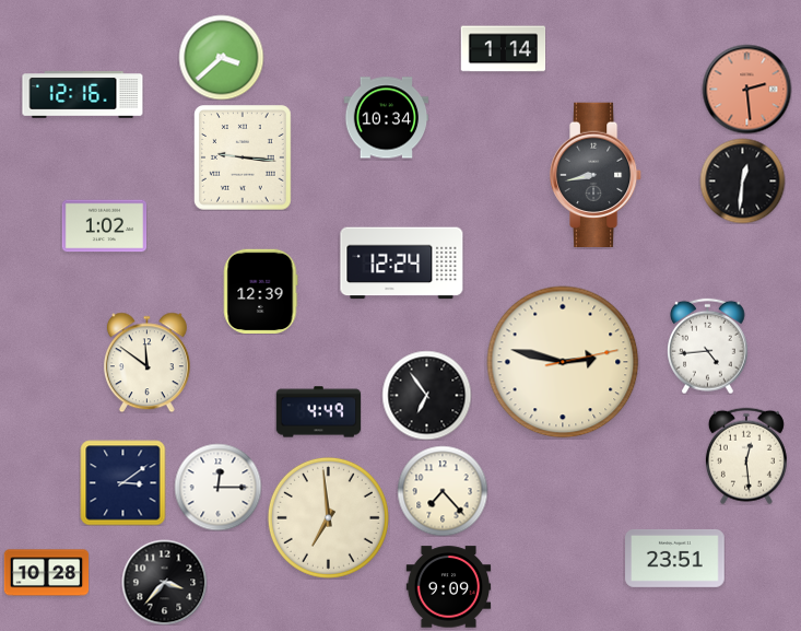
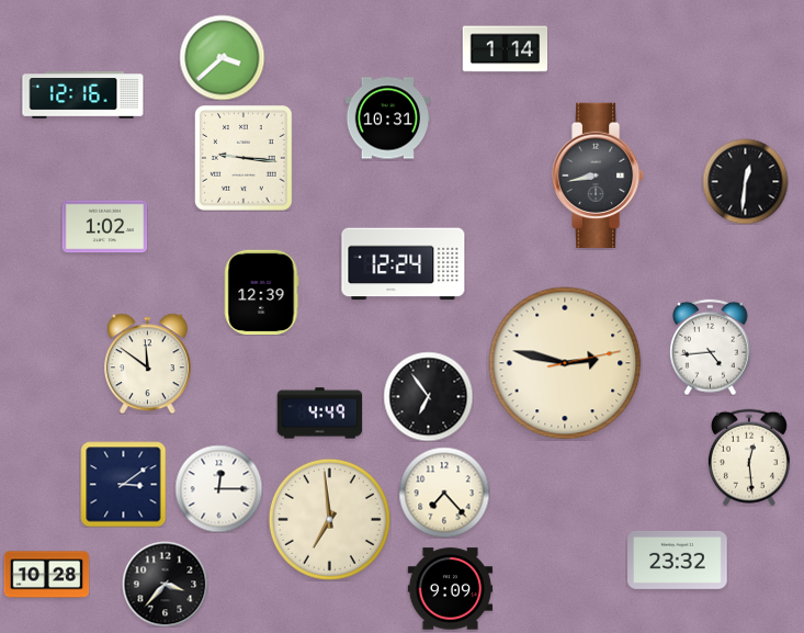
clock at (746, 89): 2:29 -> none
clock at (386, 118): 10:34 -> 10:31
clock at (675, 558): 23:51 -> 23:32
